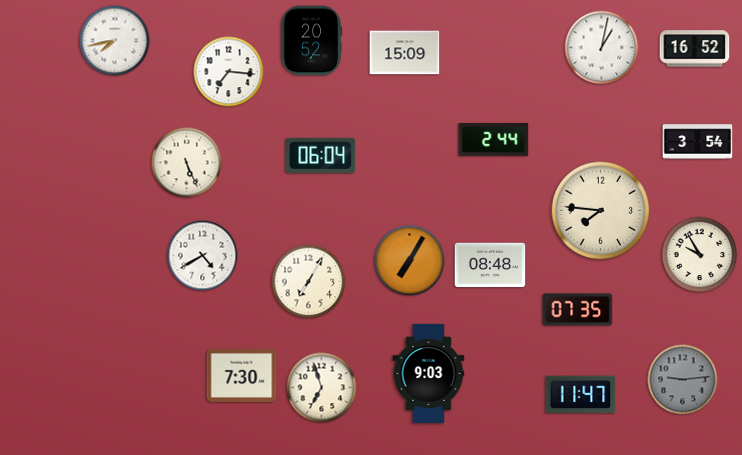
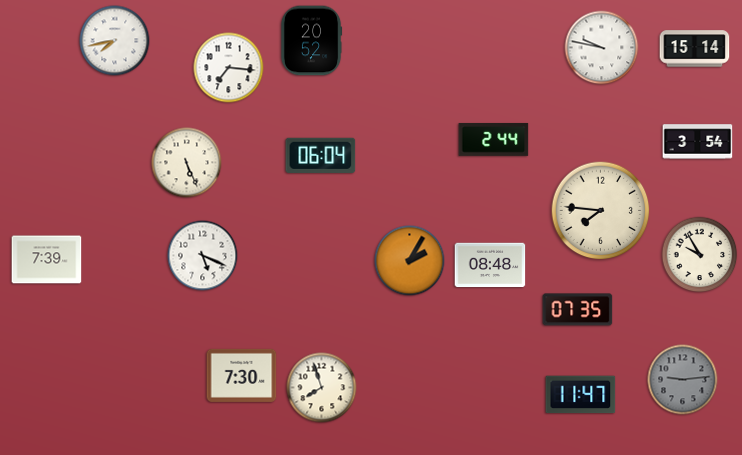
clock at (602, 48): 1:02 -> 9:47
clock at (695, 49): 16:52 -> 15:14
clock at (405, 53): 15:09 -> none
clock at (229, 72) position: (229, 72) -> (229, 68)
clock at (203, 256): 4:40 -> 5:19
clock at (47, 260): none -> 7:39
clock at (410, 261): 7:05 -> 2:05
clock at (309, 282): 7:05 -> none
clock at (429, 373): 9:03 -> none
clock at (322, 388): 6:57 -> 7:57
